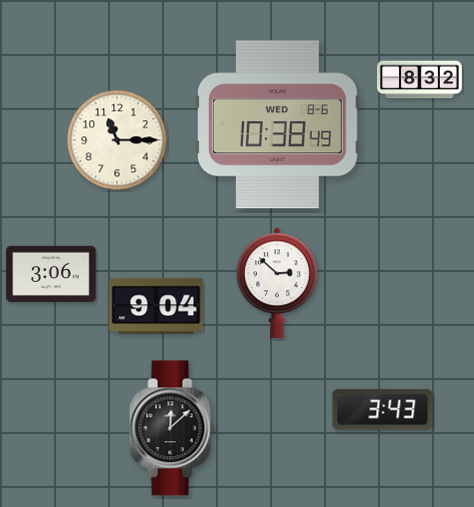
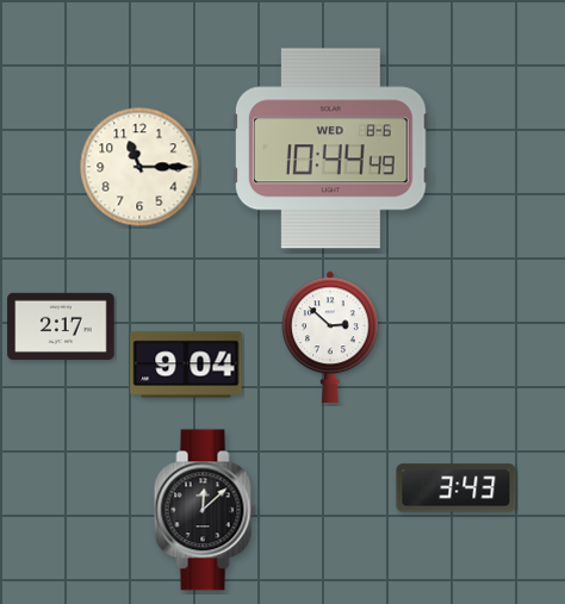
clock at (420, 80): 8:32 -> none
clock at (277, 125): 10:38 -> 10:44
clock at (51, 274): 3:06 -> 2:17
